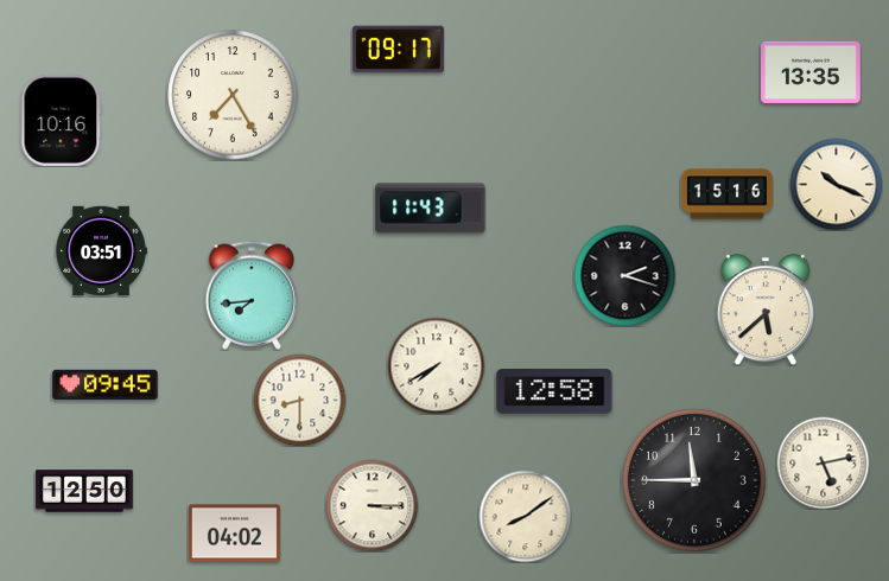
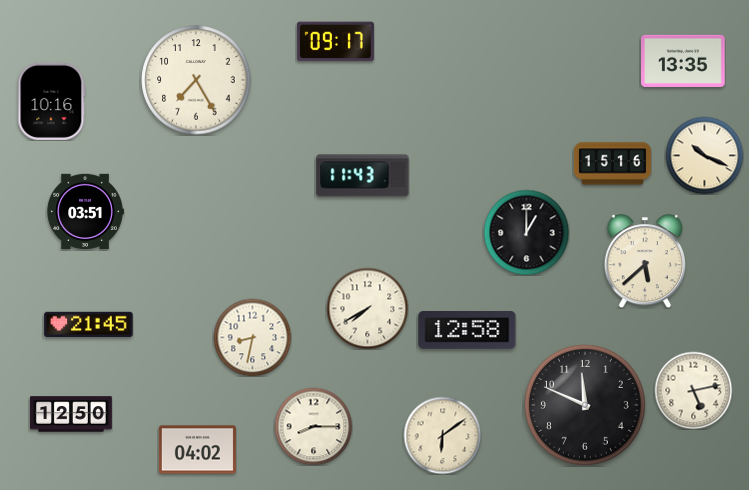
clock at (624, 275): 2:18 -> 1:00
clock at (252, 295): 7:44 -> none
clock at (106, 385): 09:45 -> 21:45
clock at (299, 400): 8:30 -> 8:32
clock at (694, 480): 11:45 -> 11:49
clock at (372, 505): 3:15 -> 8:15
clock at (525, 516): 8:09 -> 6:09
